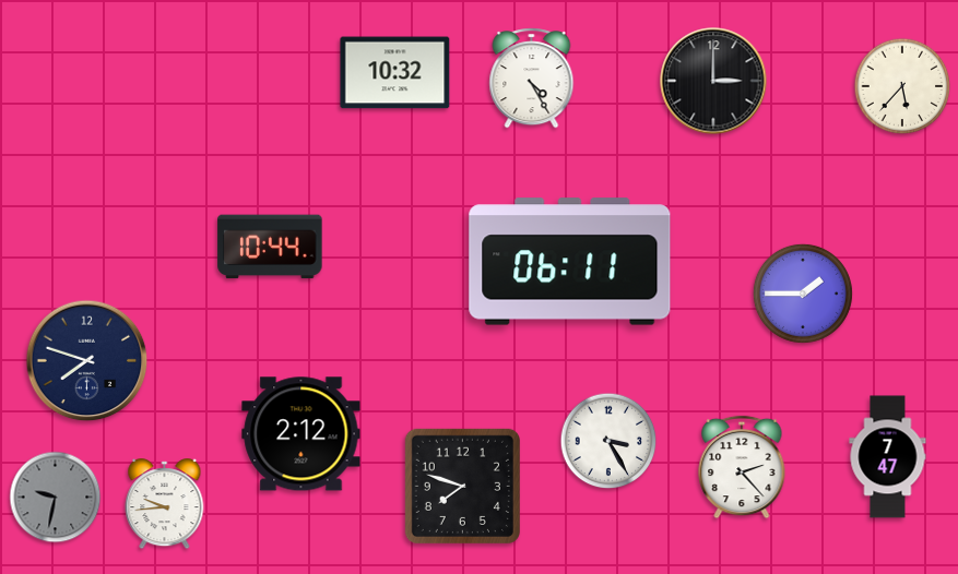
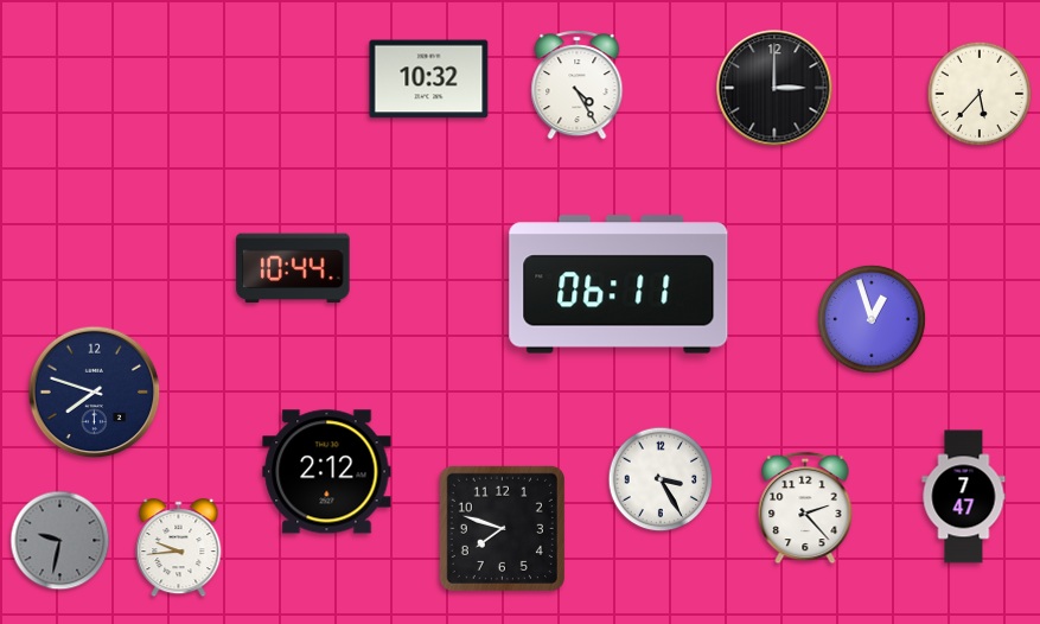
clock at (803, 294): 1:45 -> 12:57
